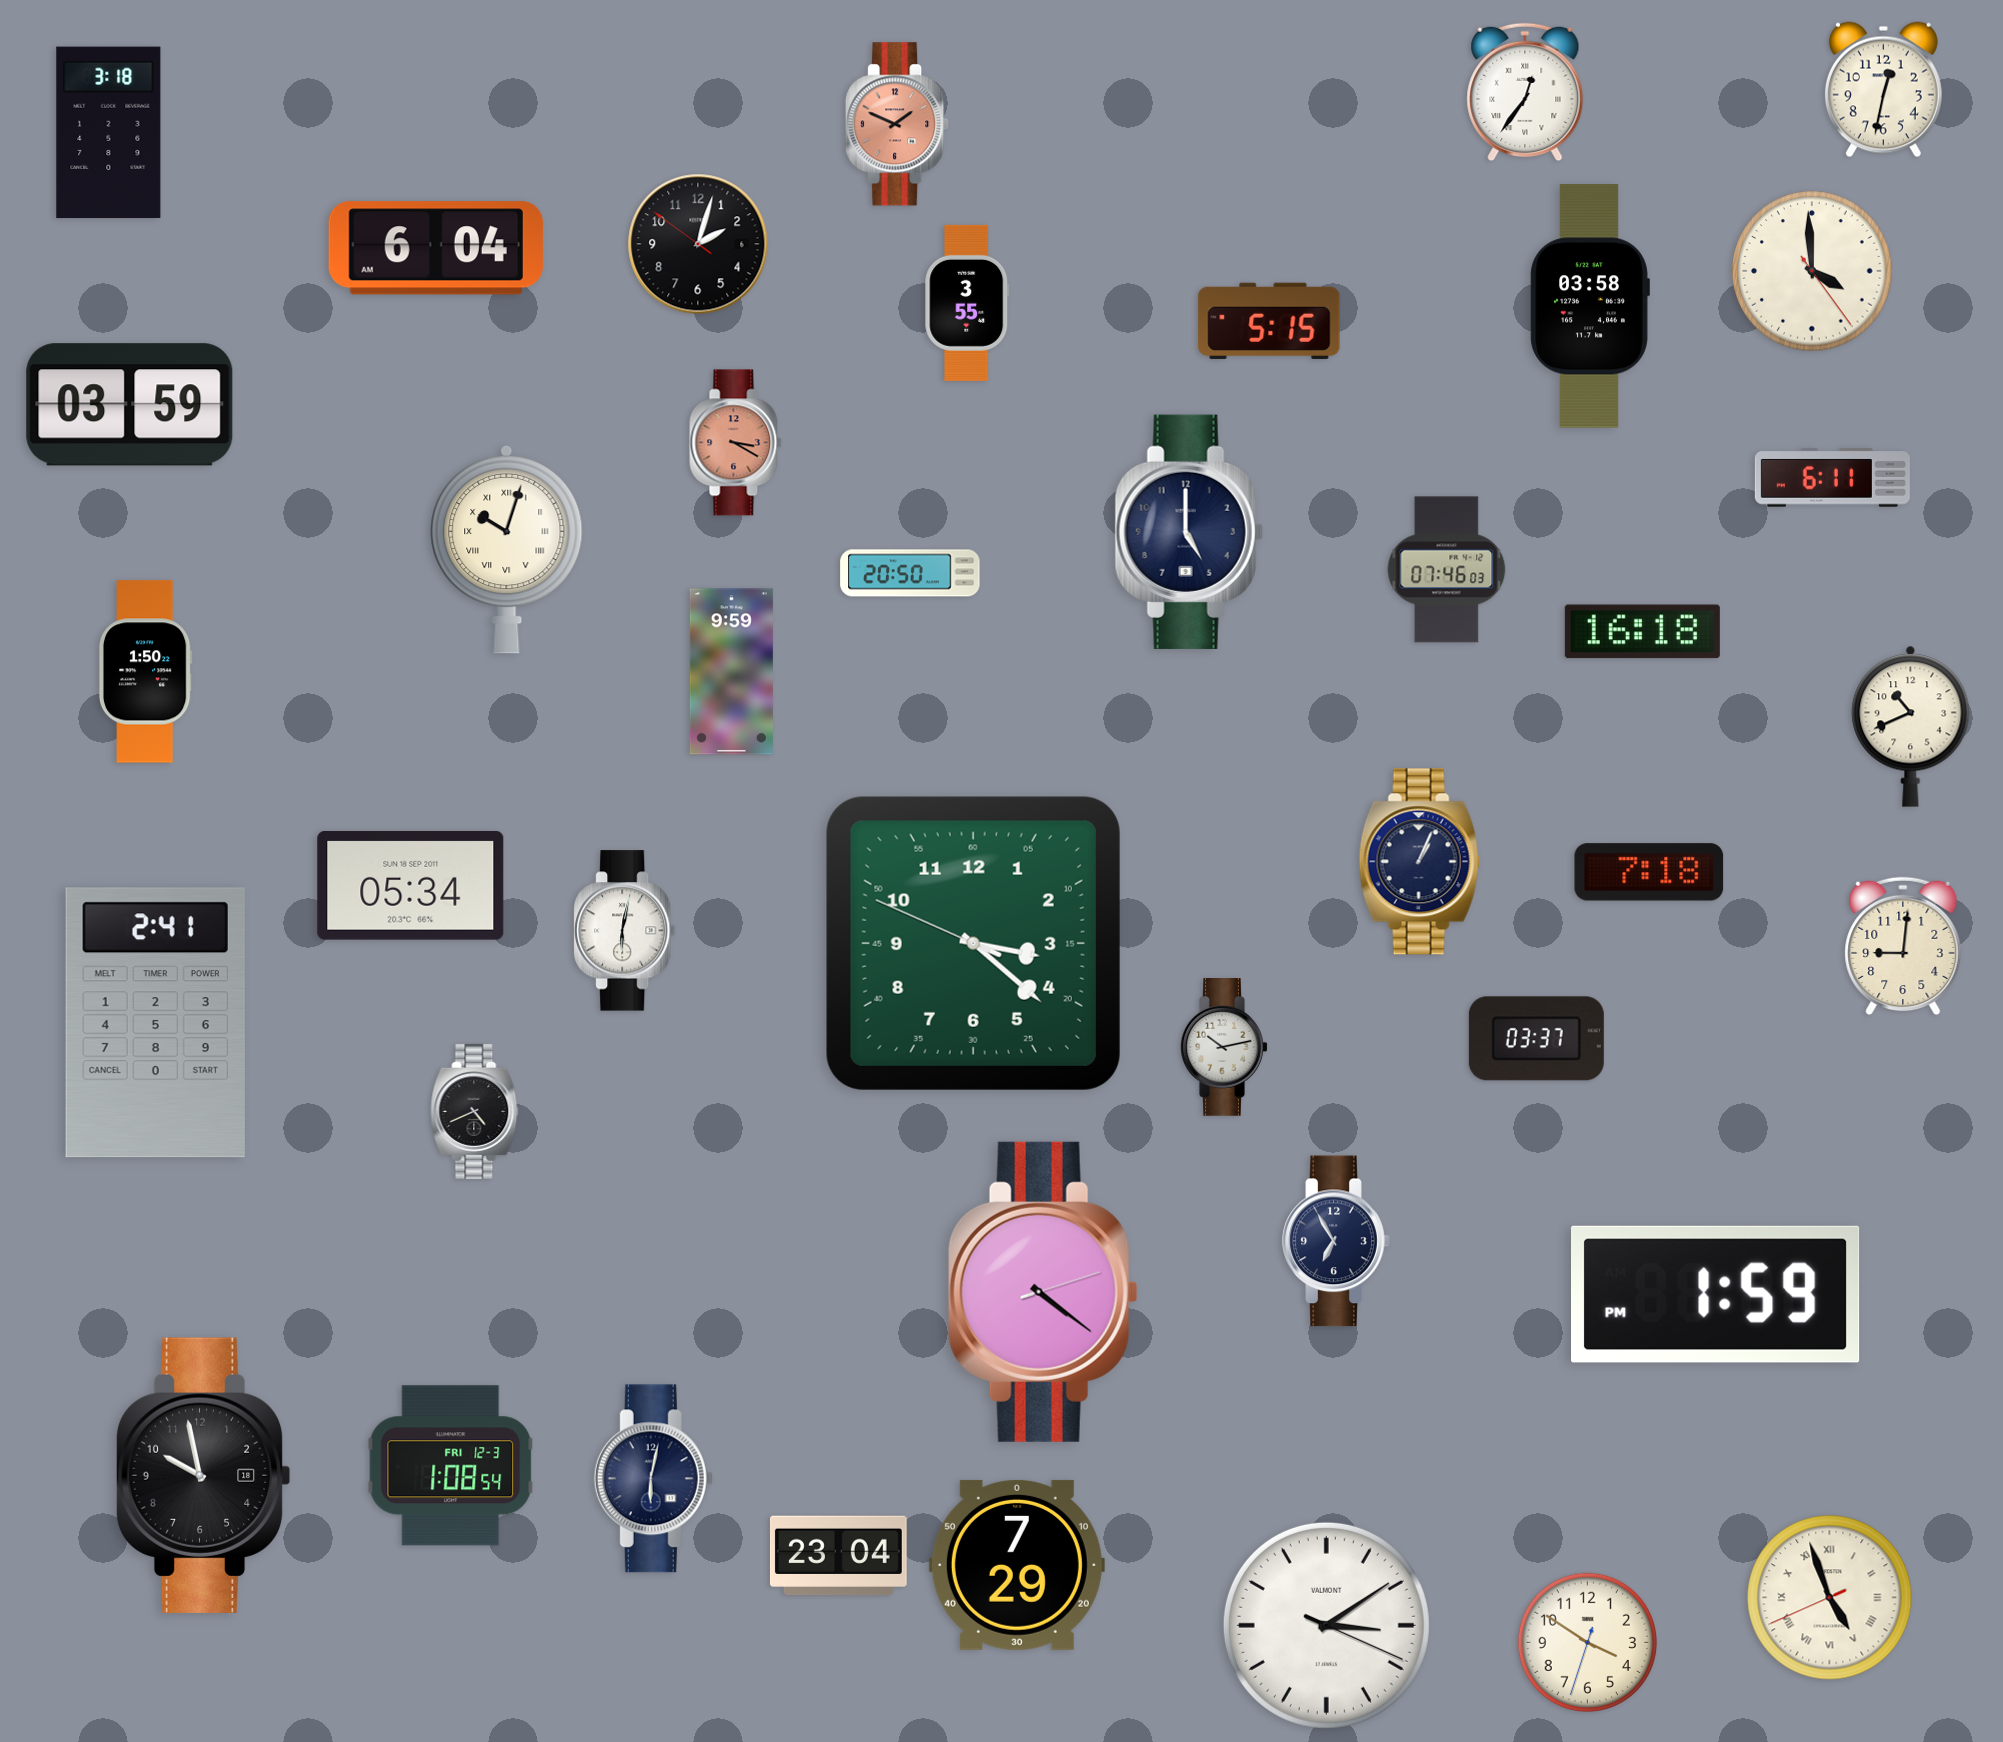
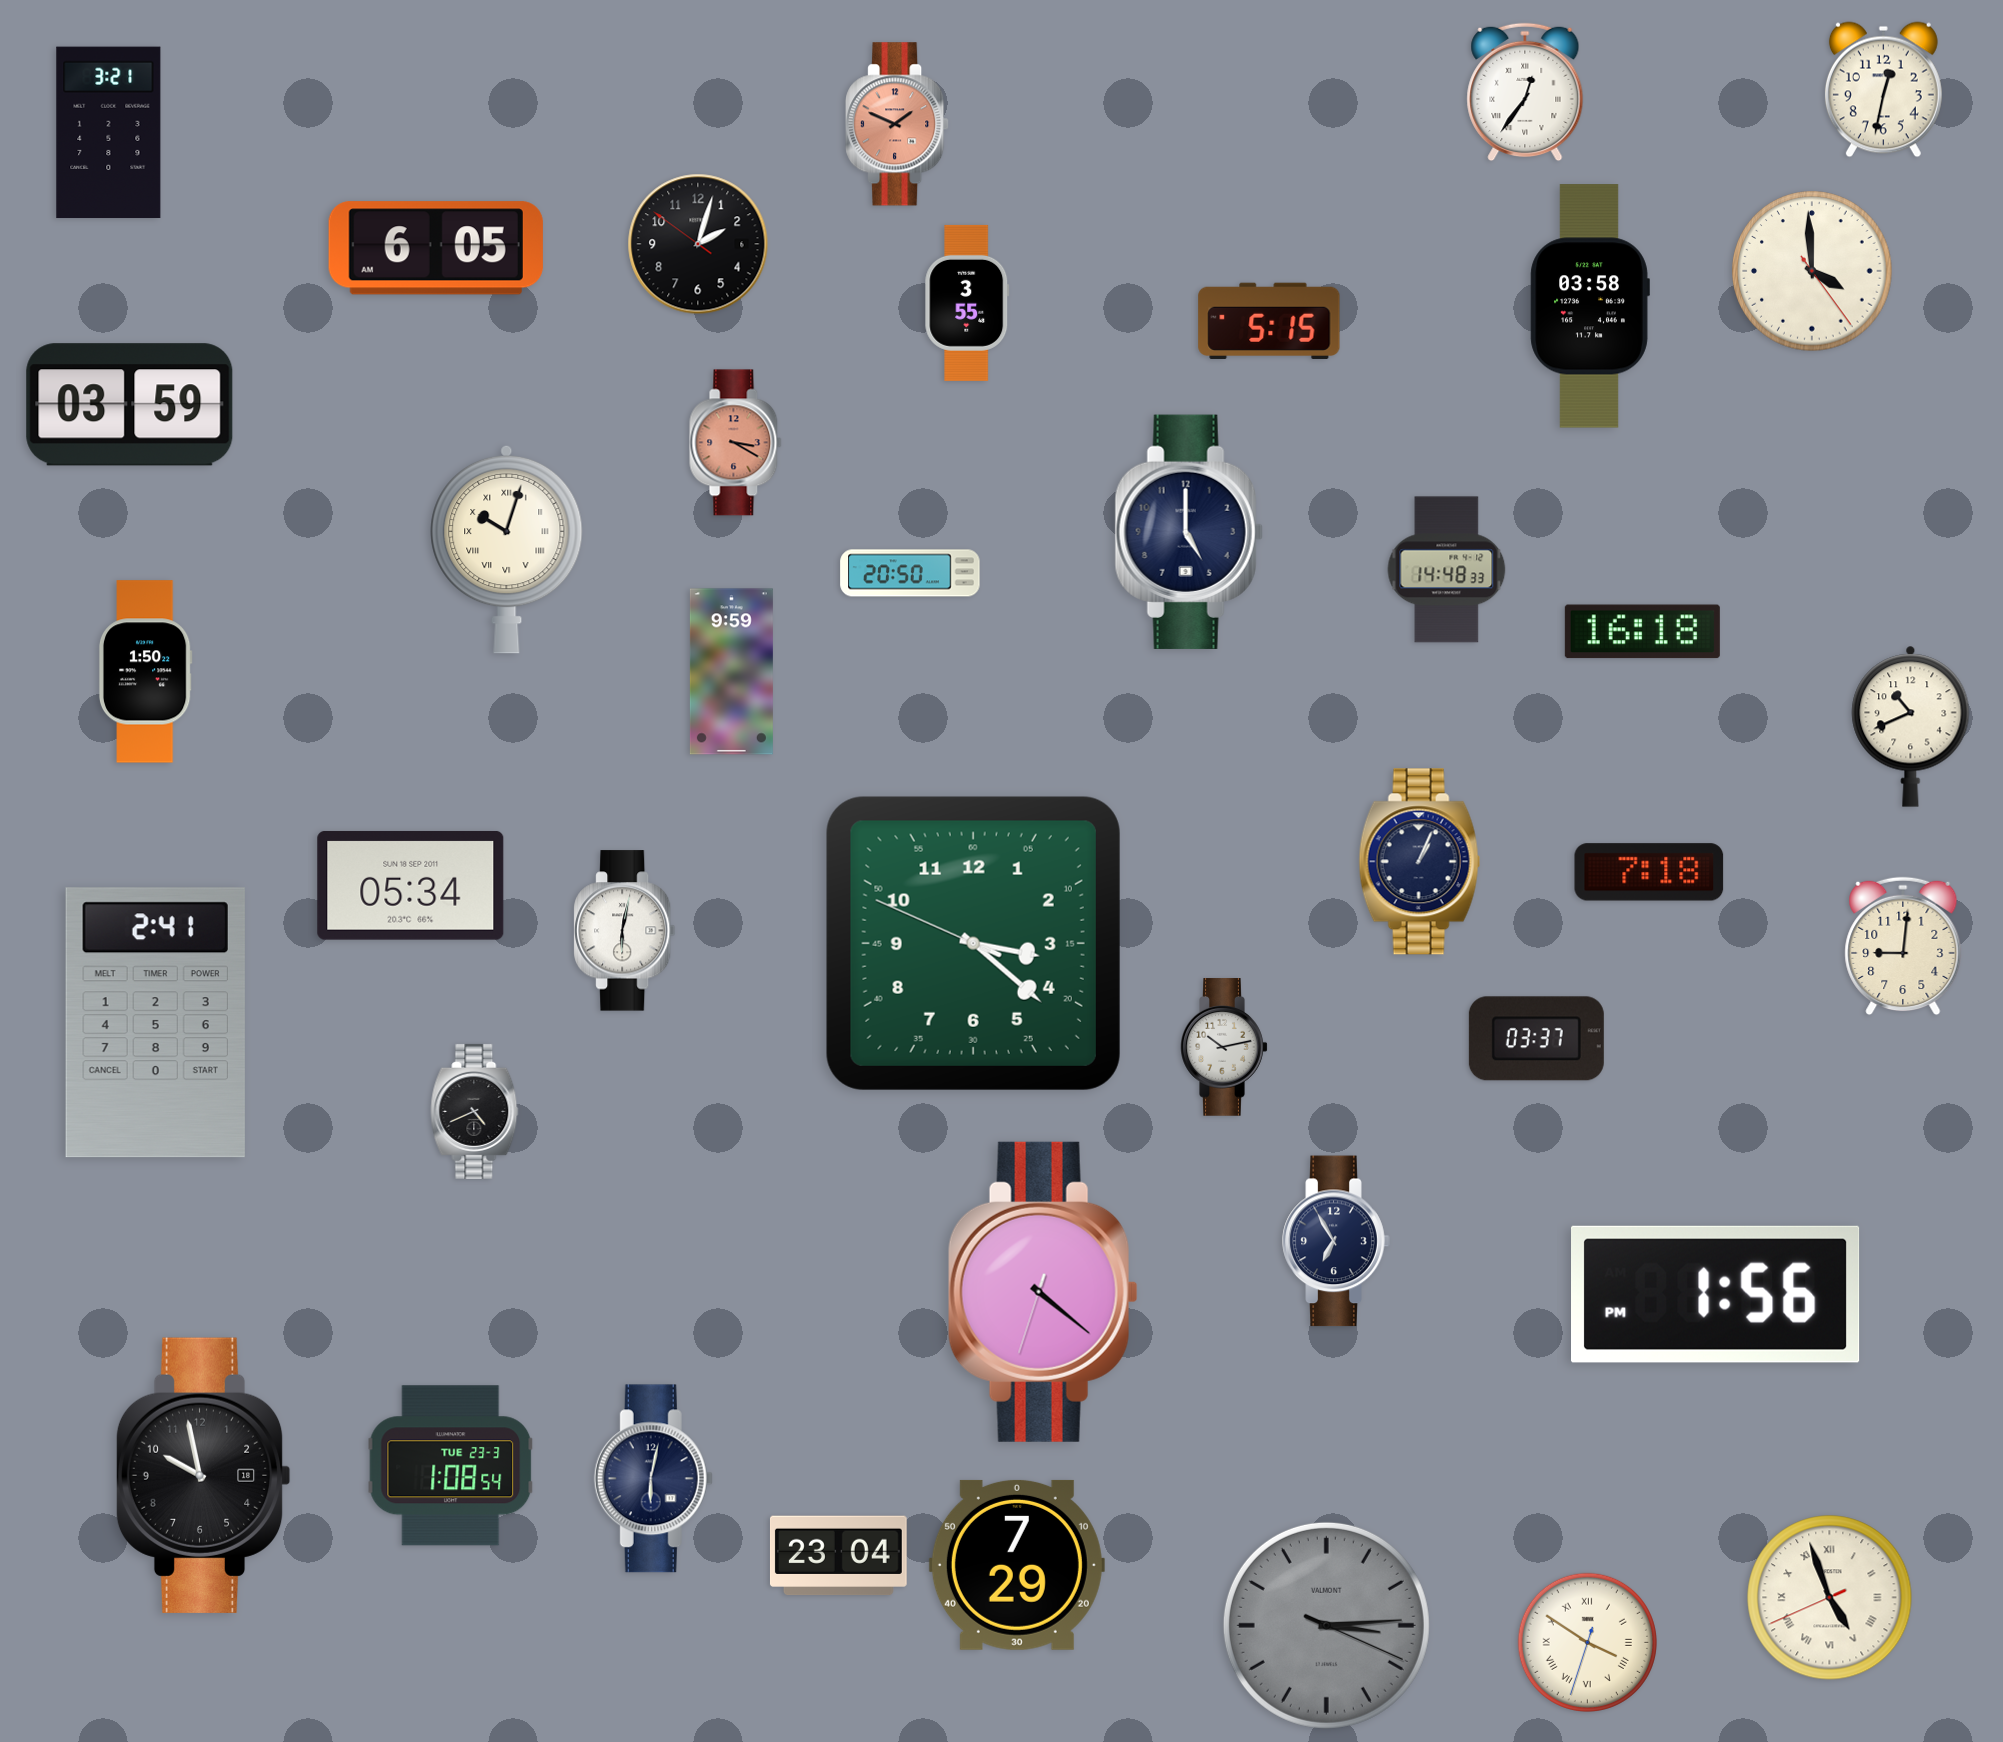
clock at (109, 133): 3:18 -> 3:21
clock at (436, 248): 6:04 -> 6:05
clock at (1832, 478): 6:11 -> none
clock at (1447, 570): 07:46 -> 14:48
clock at (1043, 1292): 4:21:12 -> 4:21:33
clock at (1716, 1294): 1:59 -> 1:56
clock at (451, 1466) date: FRI 12-3 -> TUE 23-3
clock at (1326, 1625): 3:09 -> 3:14
clock at (1326, 1625) dial: white -> grey
clock at (1587, 1642) numerals: Arabic -> Roman
